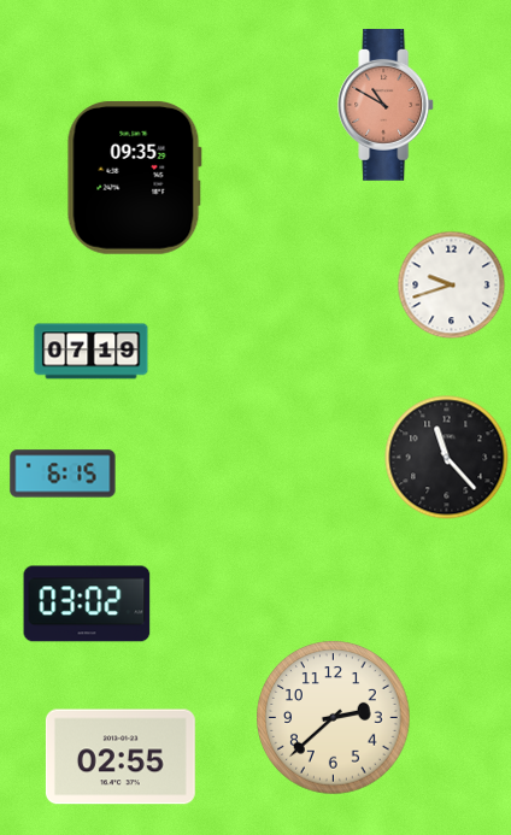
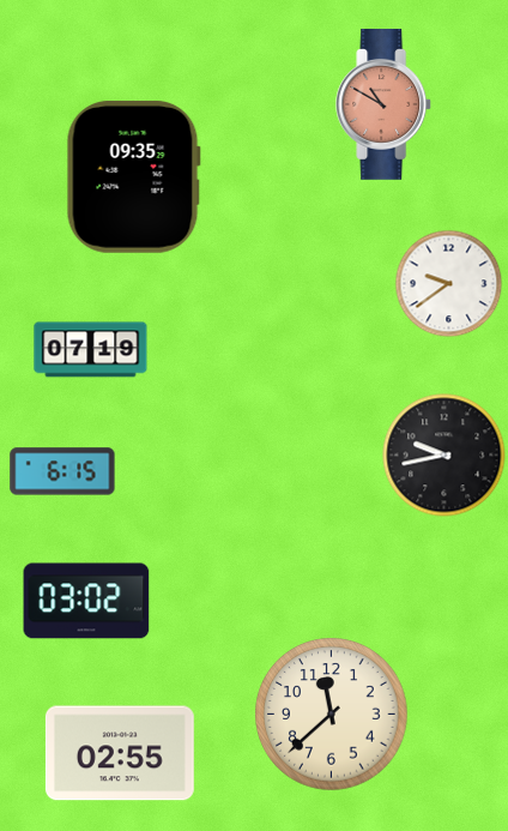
clock at (451, 284): 9:42 -> 9:39
clock at (447, 458): 11:23 -> 9:43
clock at (334, 718): 2:38 -> 11:38
